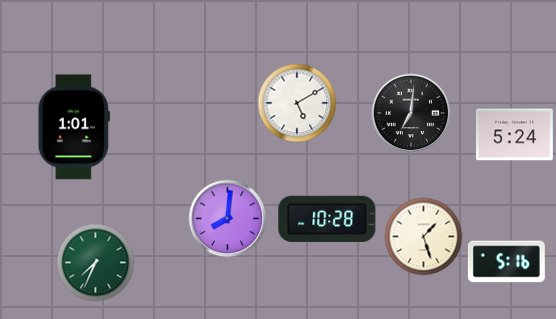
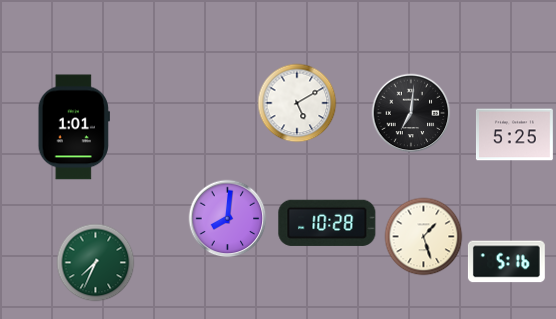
clock at (514, 135): 5:24 -> 5:25
clock at (327, 219) position: (327, 219) -> (327, 223)
